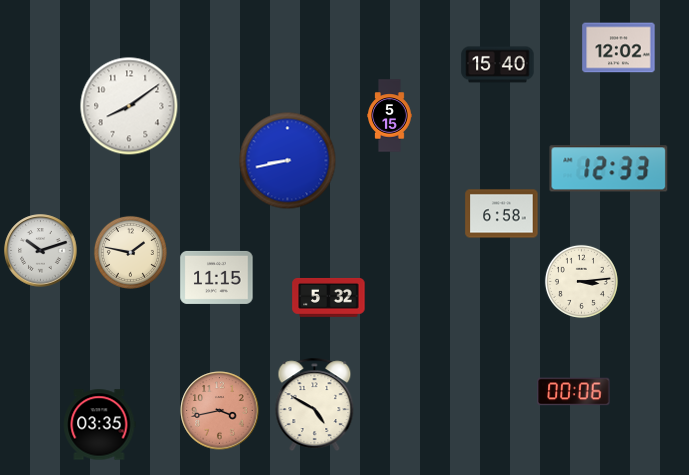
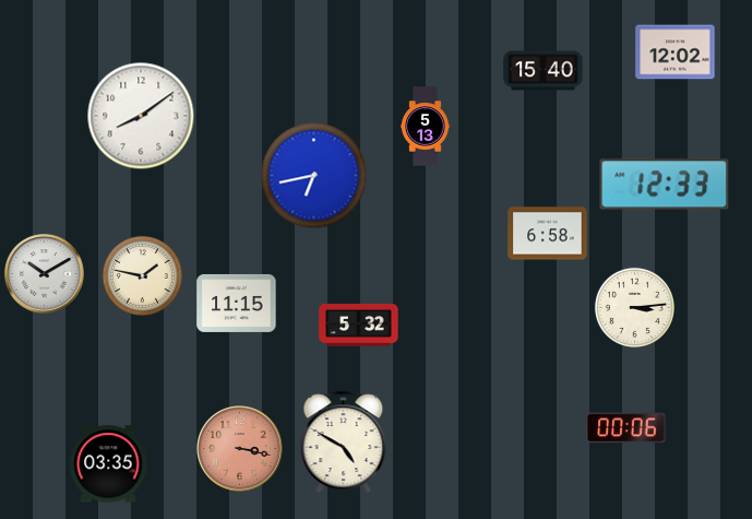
clock at (390, 116): 5:15 -> 5:13
clock at (288, 161): 8:43 -> 6:43
clock at (41, 251): 10:12 -> 10:10
clock at (220, 411): 3:43 -> 3:17
